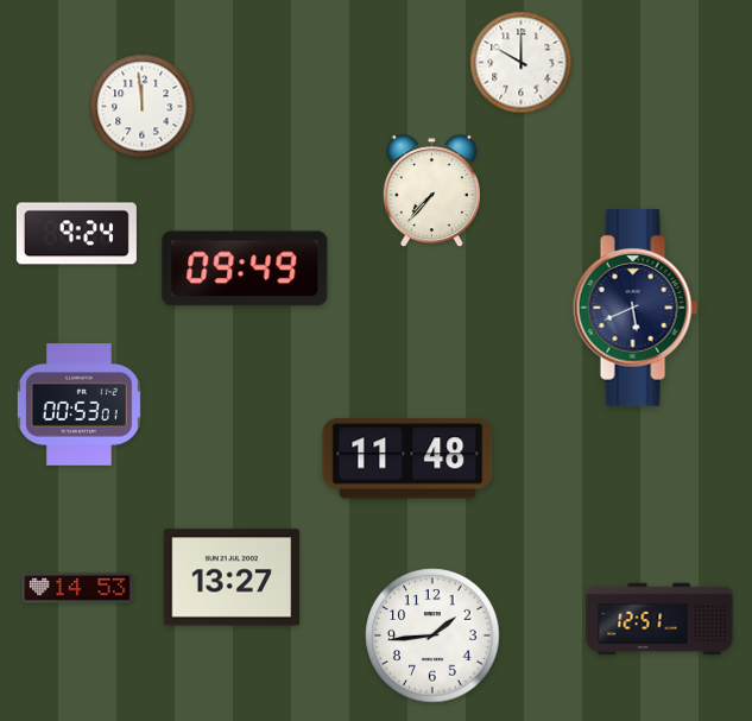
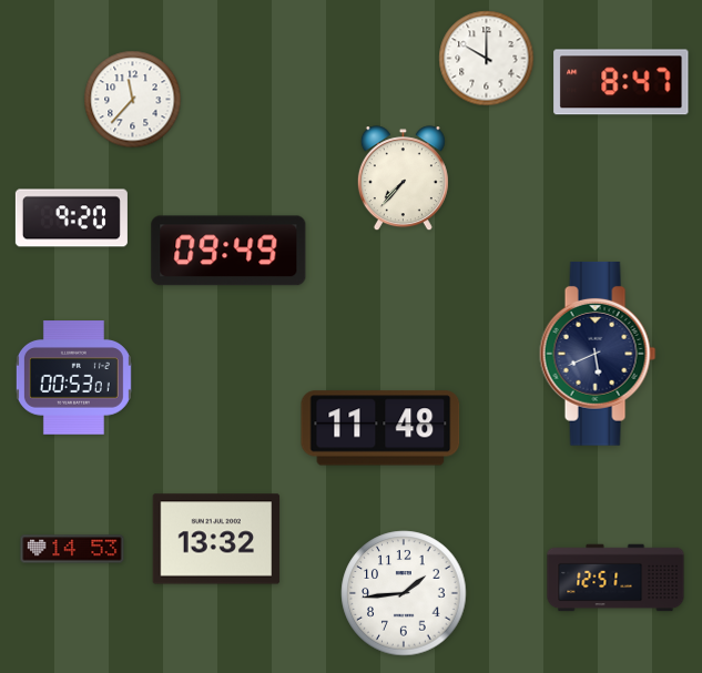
clock at (621, 82): none -> 8:47
clock at (143, 107): 11:59 -> 11:37
clock at (76, 234): 9:24 -> 9:20
clock at (636, 308) position: (636, 308) -> (598, 354)
clock at (232, 577): 13:27 -> 13:32
